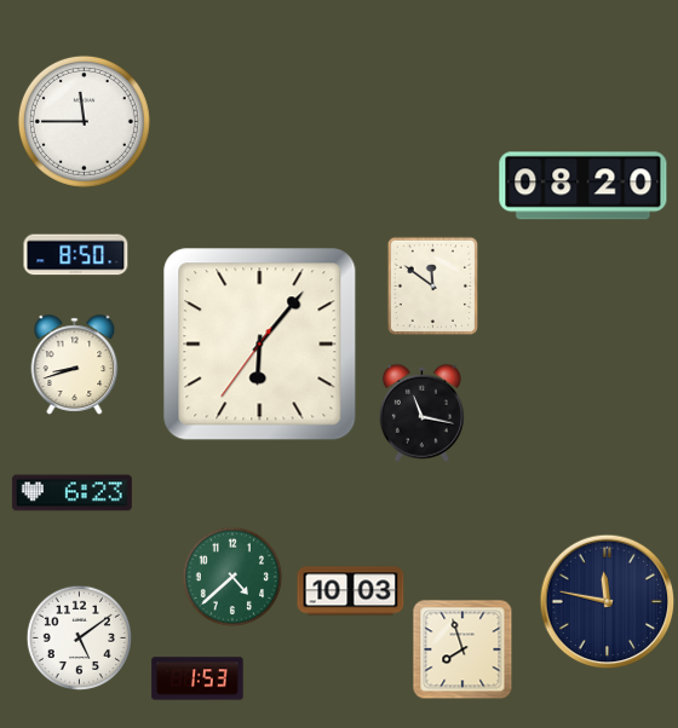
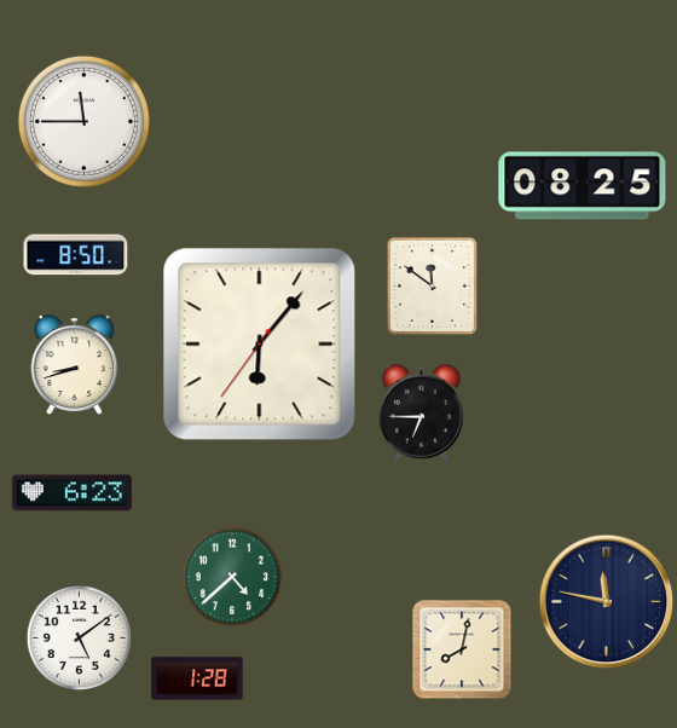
clock at (584, 186): 08:20 -> 08:25
clock at (421, 412): 11:17 -> 6:45
clock at (351, 591): 10:03 -> none
clock at (462, 649): 7:57 -> 8:02
clock at (197, 678): 1:53 -> 1:28
